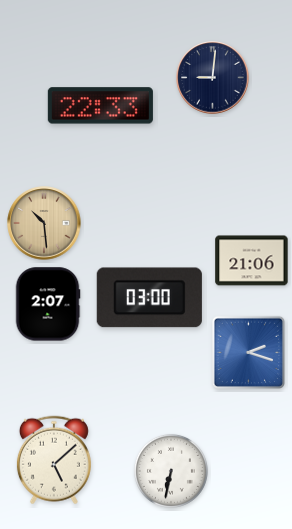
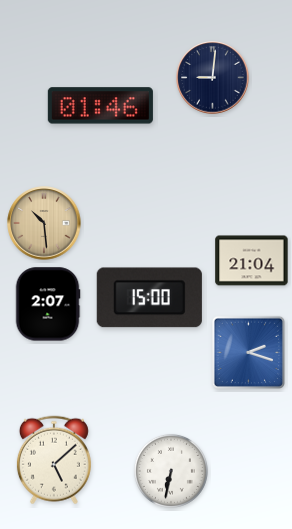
clock at (100, 106): 22:33 -> 01:46
clock at (252, 261): 21:06 -> 21:04
clock at (149, 298): 03:00 -> 15:00
